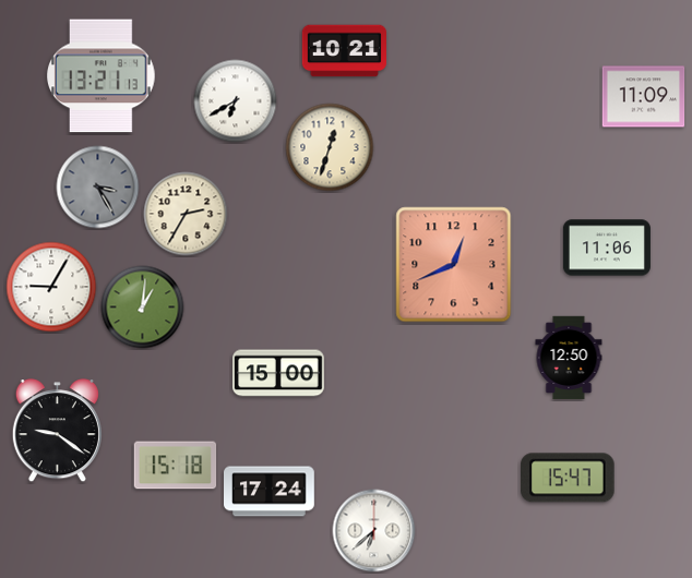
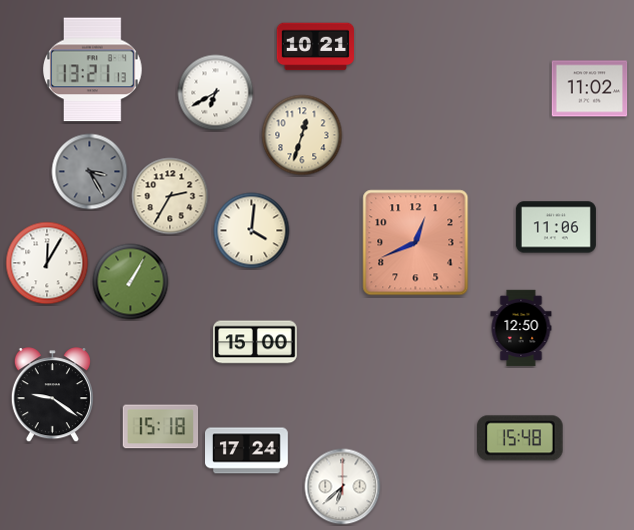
clock at (644, 97): 11:09 -> 11:02
clock at (252, 231): none -> 4:01
clock at (51, 287): 9:05 -> 12:05
clock at (143, 308): 1:01 -> 1:05
clock at (569, 478): 15:47 -> 15:48
